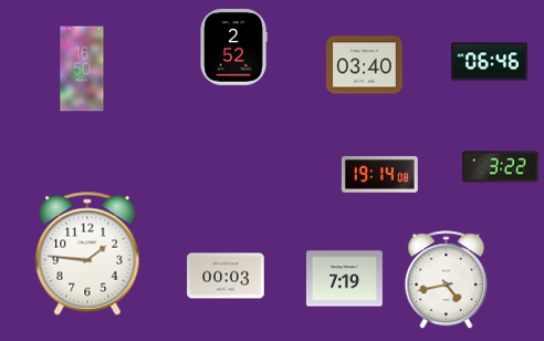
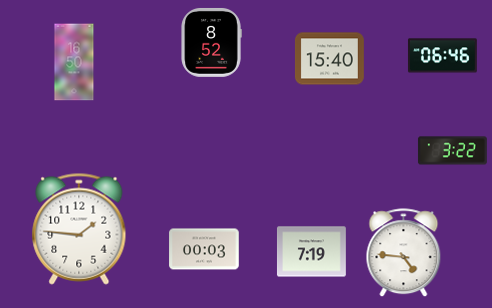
clock at (233, 46): 2:52 -> 8:52
clock at (364, 65): 03:40 -> 15:40
clock at (379, 175): 19:14 -> none
clock at (447, 280): 4:43 -> 4:46
